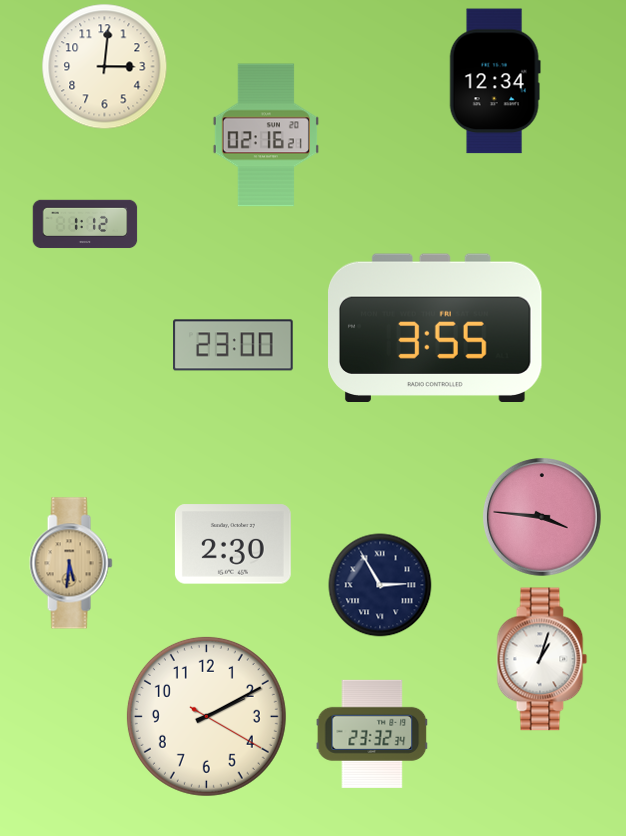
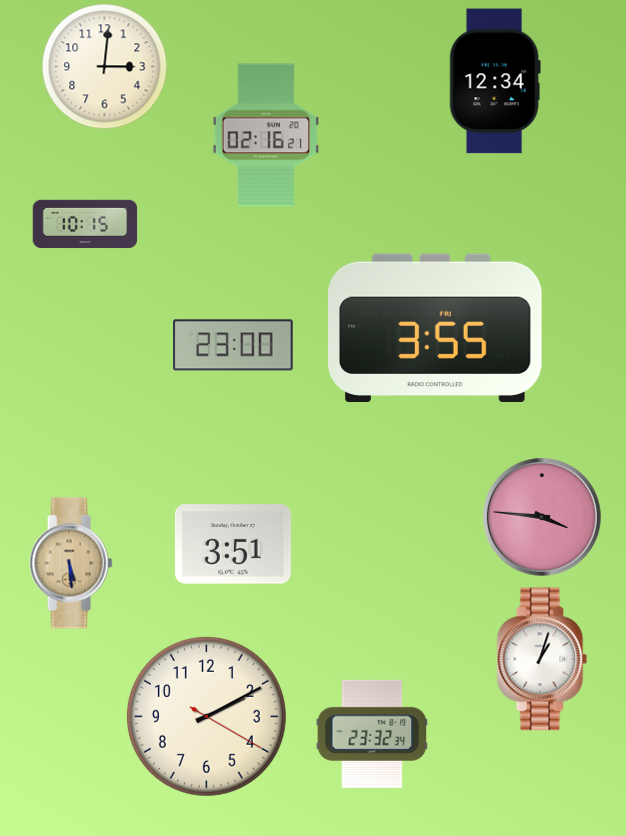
clock at (85, 224): 1:12 -> 10:15
clock at (233, 544): 2:30 -> 3:51
clock at (71, 563): 5:31 -> 5:29
clock at (380, 585): 2:55 -> none
